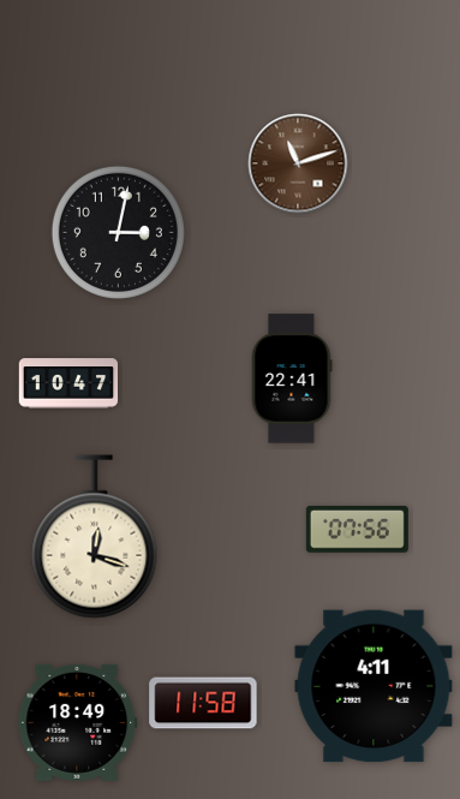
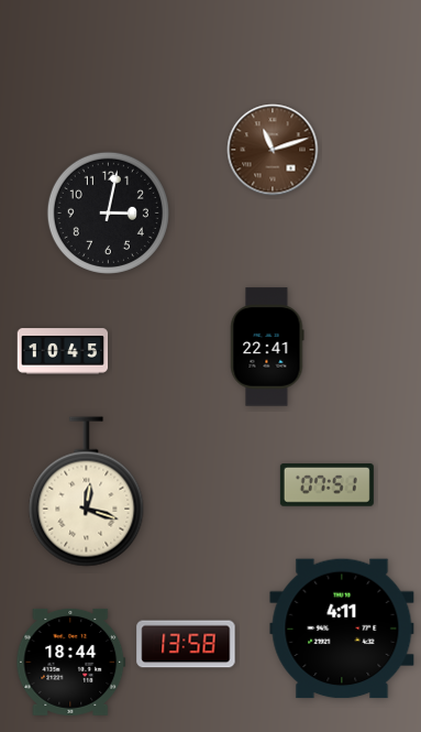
clock at (68, 383): 10:47 -> 10:45
clock at (357, 530): 07:56 -> 07:51
clock at (203, 703): 11:58 -> 13:58
clock at (78, 722): 18:49 -> 18:44
